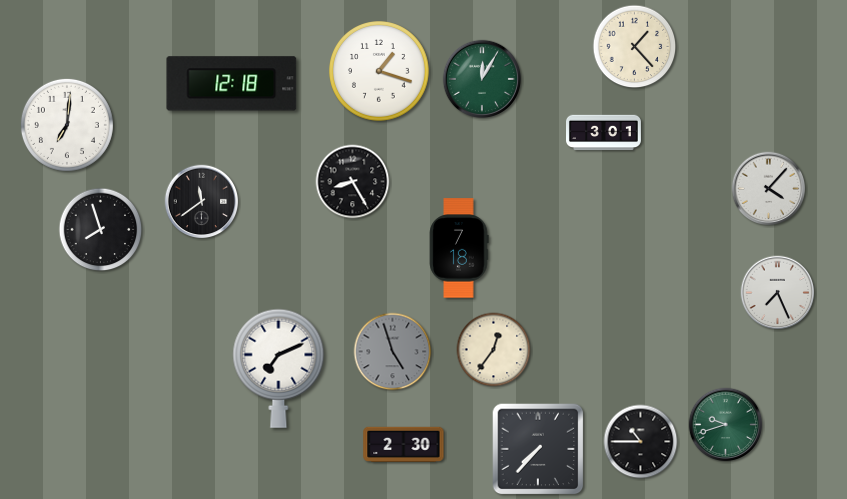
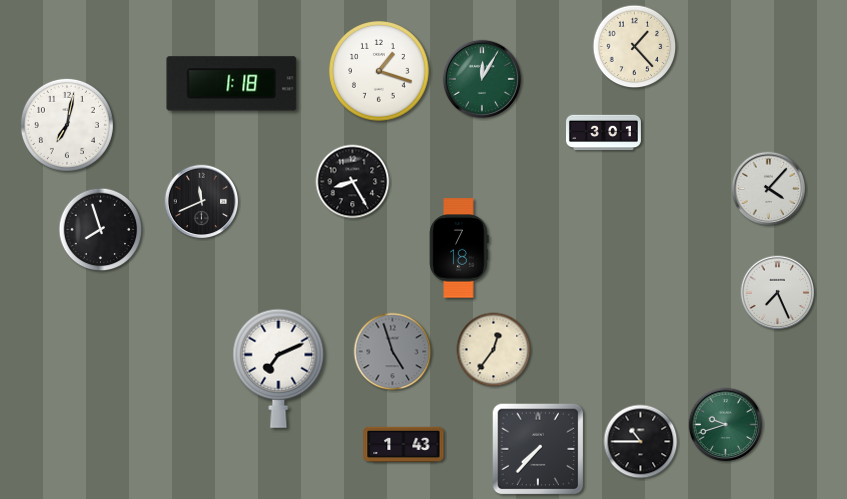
clock at (232, 84): 12:18 -> 1:18
clock at (67, 125): 7:01 -> 7:02
clock at (202, 202): 11:39 -> 11:41
clock at (404, 444): 2:30 -> 1:43
